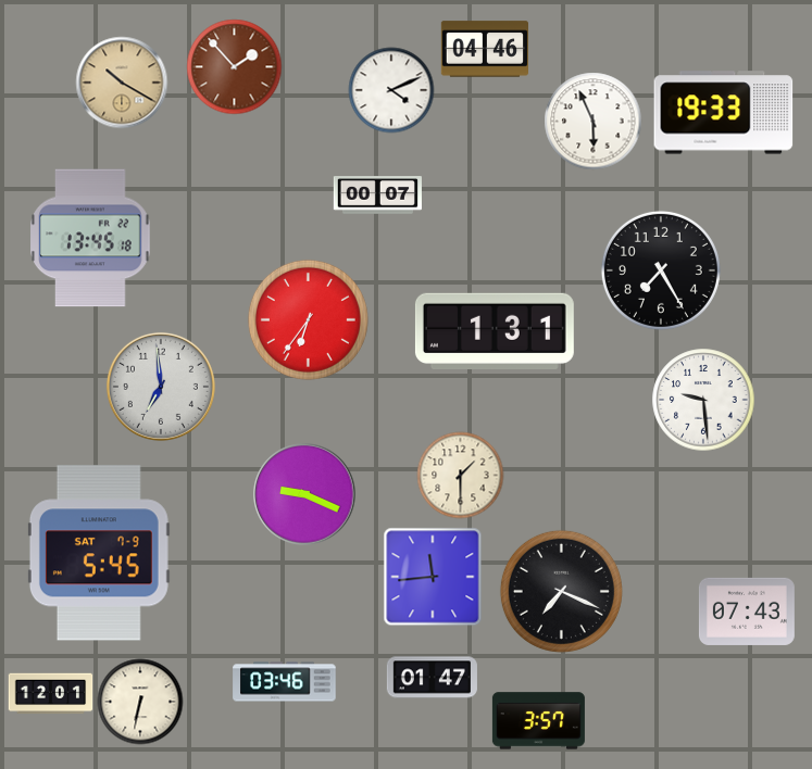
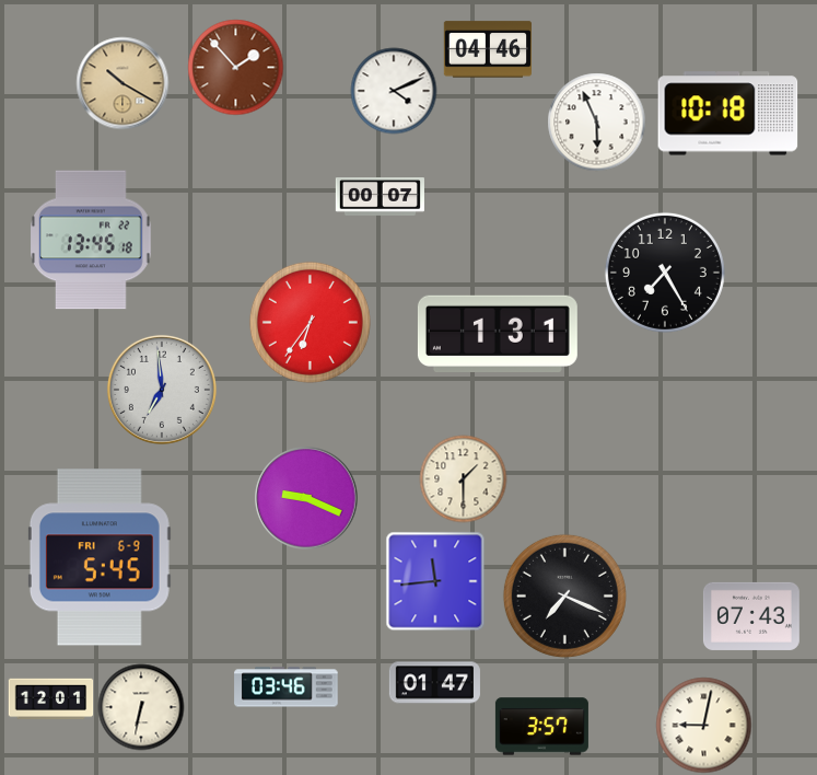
clock at (724, 113): 19:33 -> 10:18
clock at (703, 400): 9:29 -> none
clock at (99, 553) date: SAT 7-9 -> FRI 6-9
clock at (703, 725): none -> 9:02
